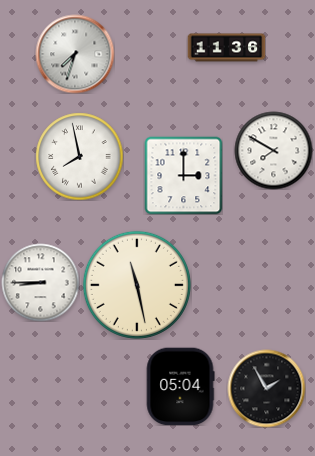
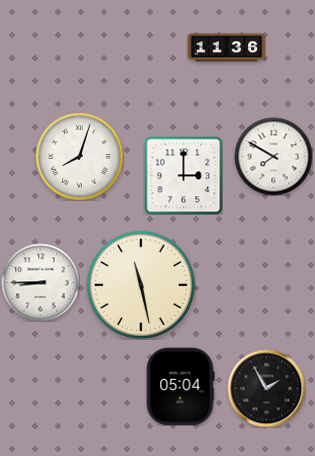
clock at (75, 54): 7:33 -> none
clock at (273, 150) position: (273, 150) -> (273, 156)
clock at (79, 156): 7:58 -> 8:03
clock at (137, 285) position: (137, 285) -> (141, 285)
